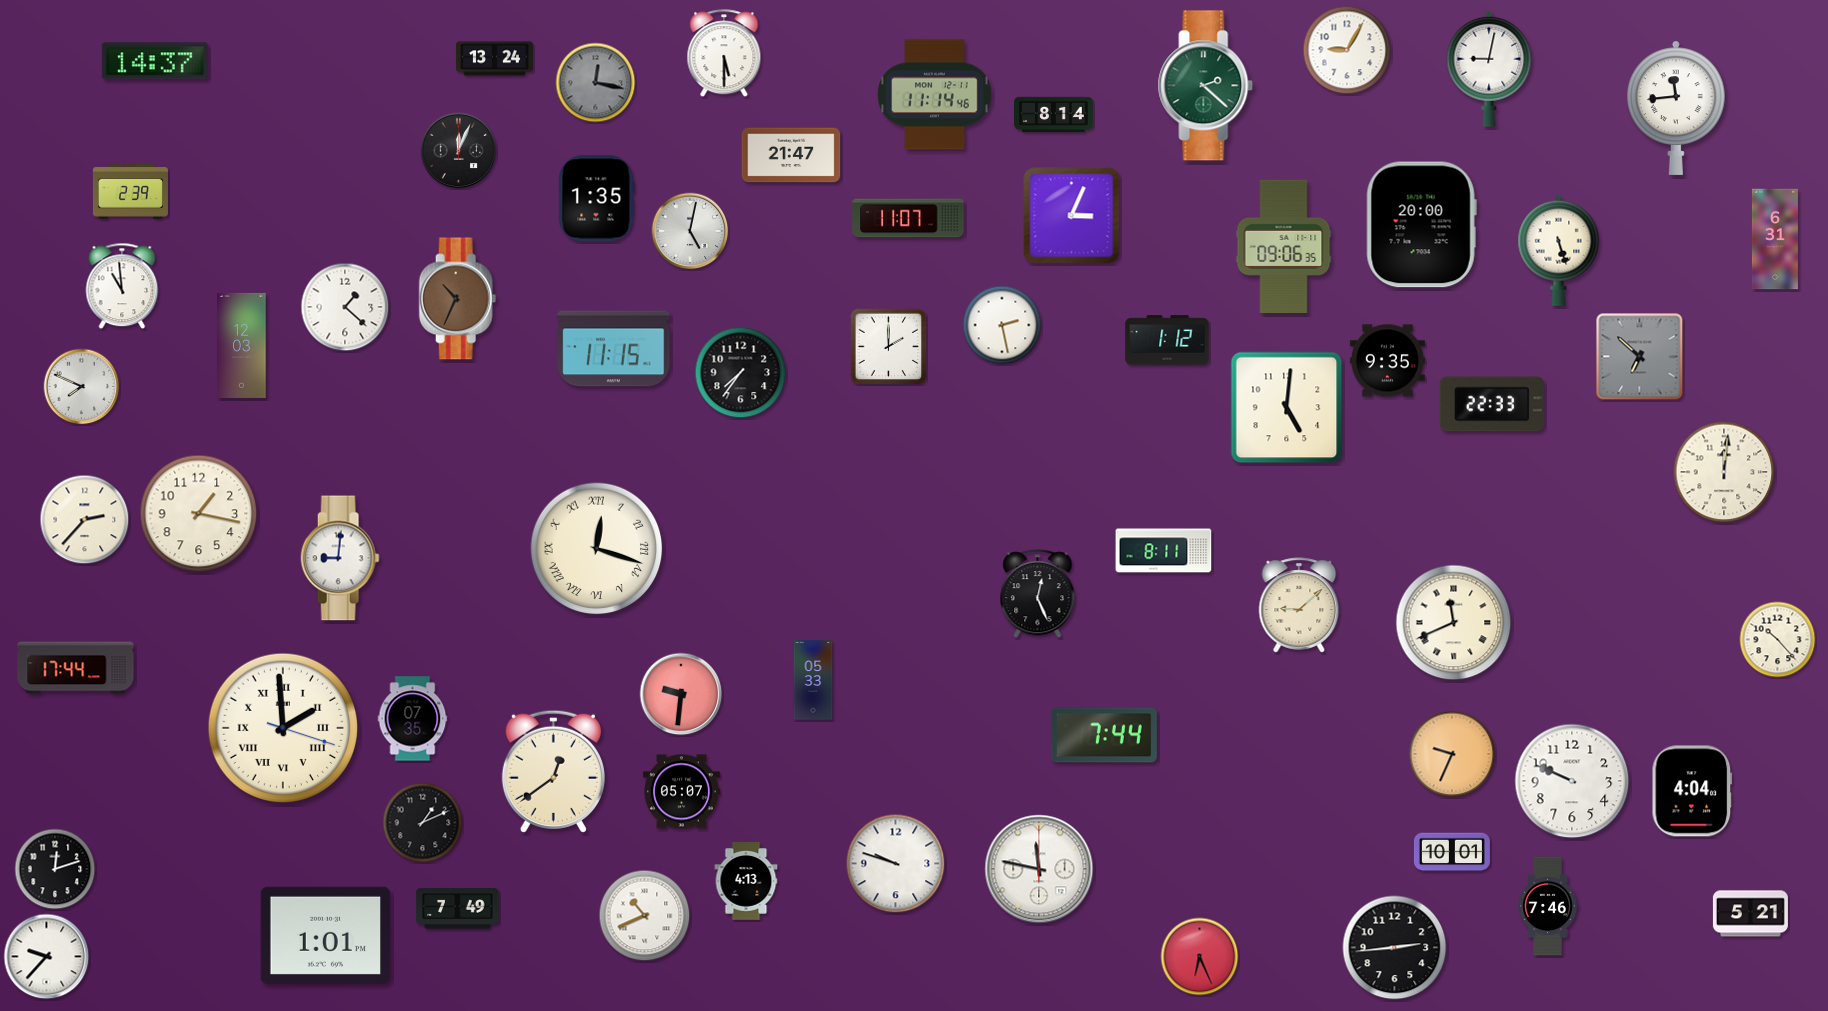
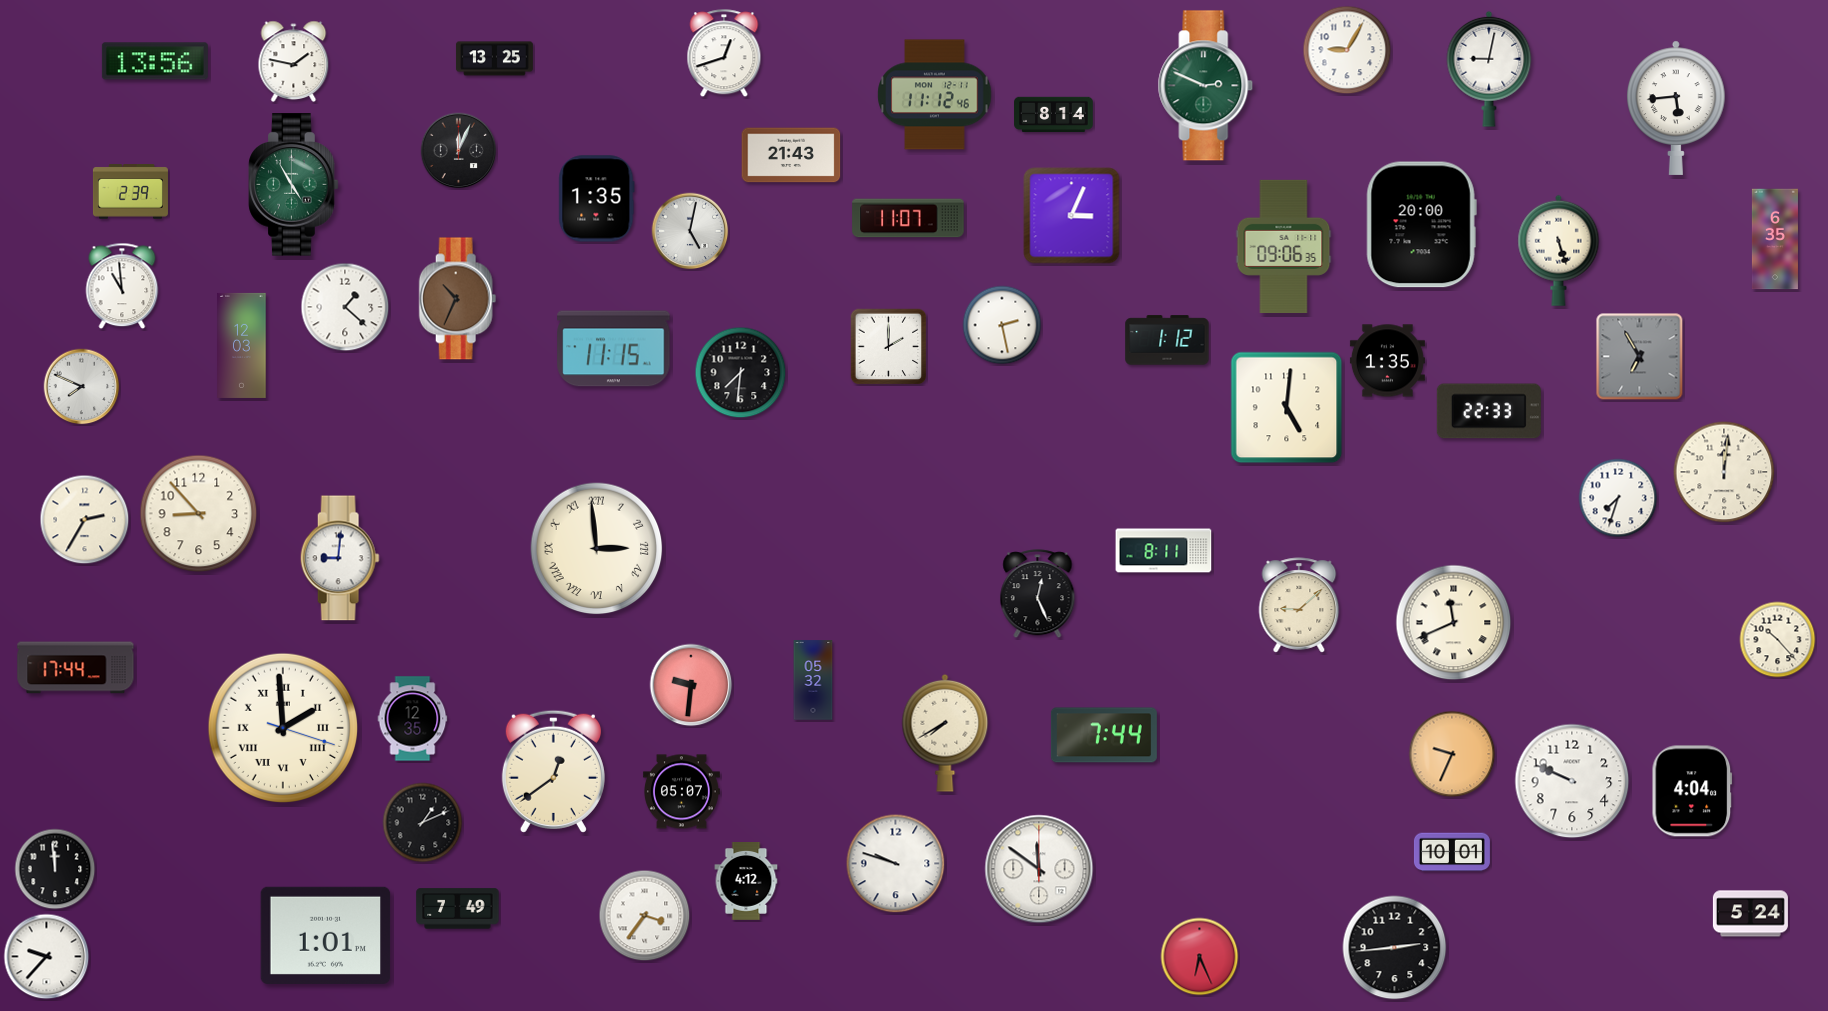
clock at (724, 54): 5:30 -> 12:42
clock at (495, 59): 13:24 -> 13:25
clock at (155, 61): 14:37 -> 13:56
clock at (294, 62): none -> 1:47
clock at (596, 83): 12:17 -> none
clock at (1206, 86): 2:22 -> 2:49
clock at (935, 95): 11:14 -> 11:12
clock at (1677, 108): 11:44 -> 5:44
clock at (791, 155): 21:47 -> 21:43
clock at (294, 185): none -> 4:55
clock at (1775, 239): 6:31 -> 6:35
clock at (1640, 357): 6:52 -> 6:55
clock at (1387, 361): 9:35 -> 1:35
clock at (741, 373): 7:36 -> 7:31
clock at (1492, 404) position: (1492, 404) -> (1489, 411)
clock at (1618, 498): none -> 7:33
clock at (199, 514): 1:17 -> 8:53
clock at (85, 520): 2:37 -> 2:35
clock at (597, 549): 12:18 -> 2:59
clock at (813, 680): 05:33 -> 05:32
clock at (681, 694) position: (681, 694) -> (691, 685)
clock at (413, 719): 07:35 -> 12:35
clock at (945, 733): none -> 7:40
clock at (55, 869): 12:12 -> 11:59
clock at (1039, 869): 11:47 -> 11:51
clock at (746, 882): 4:13 -> 4:12
clock at (1548, 906): 7:46 -> none
clock at (1750, 914): 5:21 -> 5:24
clock at (645, 916): 10:41 -> 3:36
